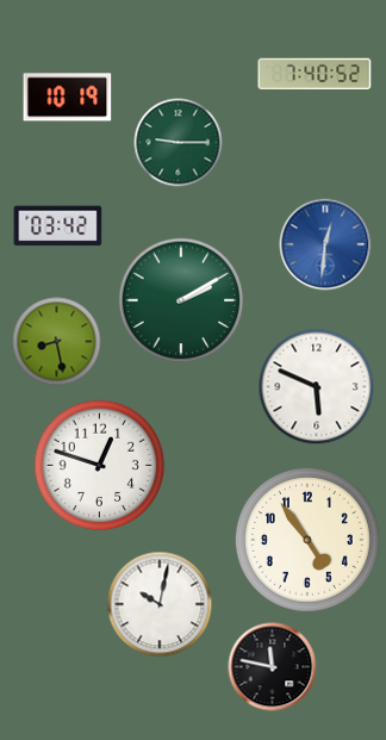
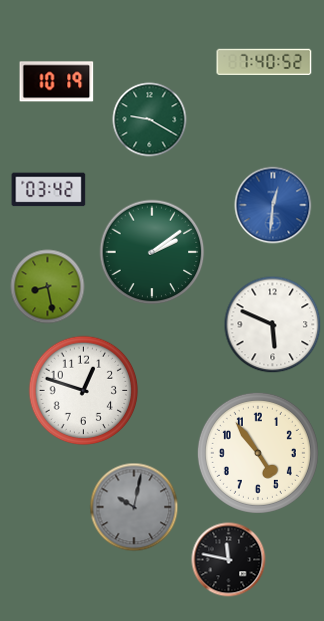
clock at (179, 143): 9:15 -> 9:20
clock at (181, 300): 2:10 -> 2:09
clock at (317, 387) position: (317, 387) -> (273, 325)
clock at (160, 604) dial: white -> grey
